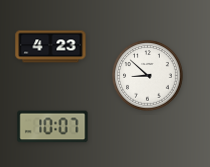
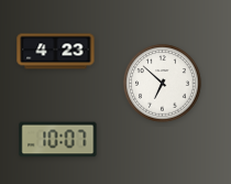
clock at (148, 76): 8:52 -> 6:52
